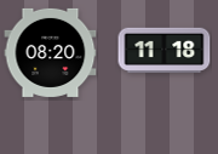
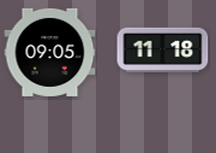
clock at (51, 52): 08:20 -> 09:05
